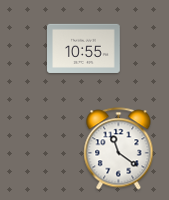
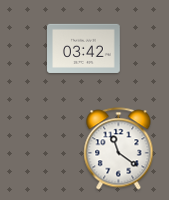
clock at (84, 48): 10:55 -> 03:42
